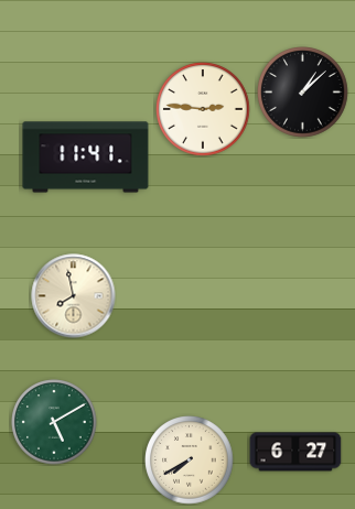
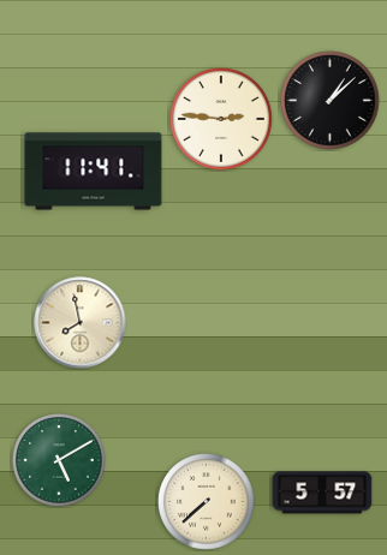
clock at (295, 452): 6:27 -> 5:57
clock at (190, 461): 7:40 -> 7:38
